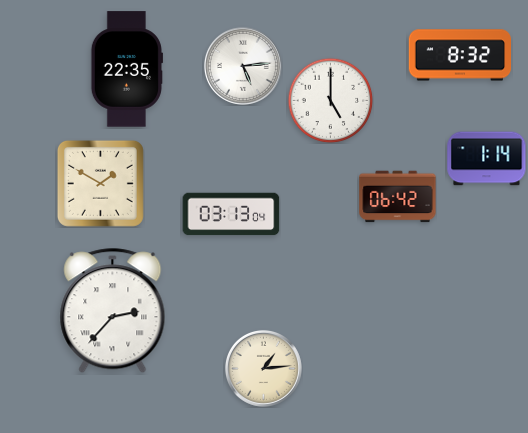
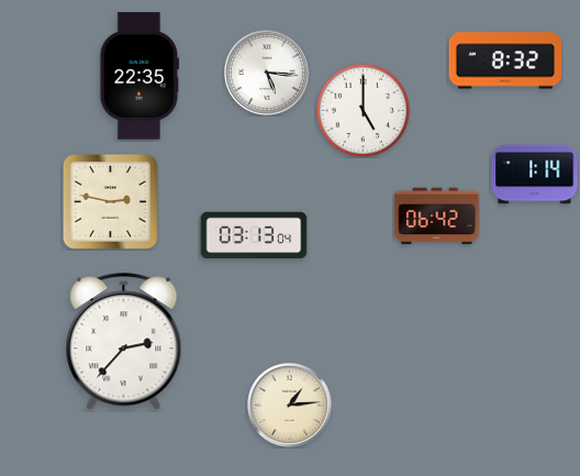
clock at (243, 66): 5:14 -> 5:16
clock at (100, 183): 1:50 -> 2:47
